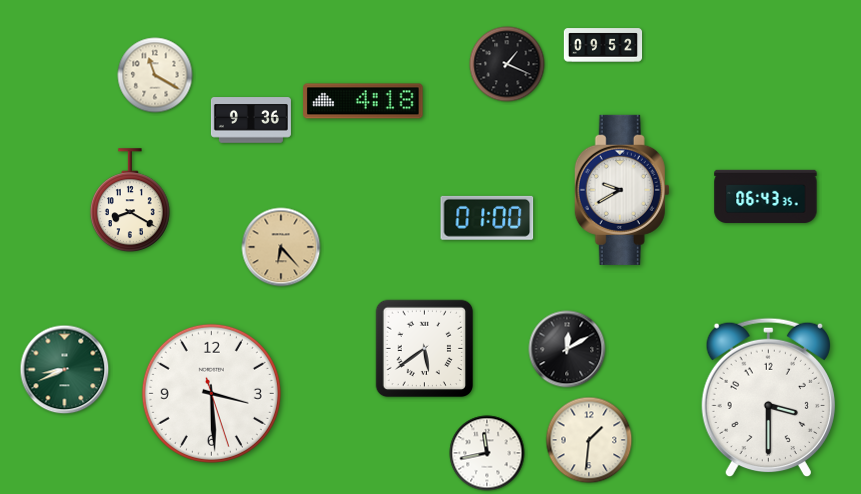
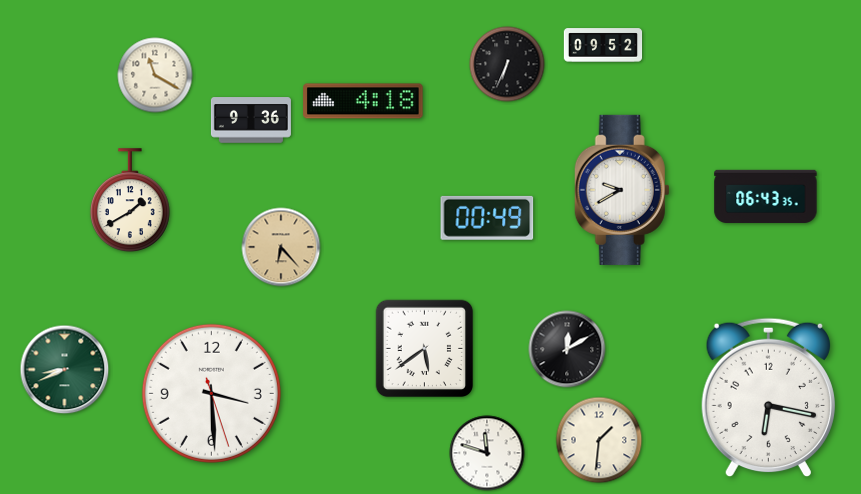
clock at (507, 64): 1:19 -> 6:34
clock at (130, 200): 8:20 -> 1:40
clock at (487, 218): 01:00 -> 00:49
clock at (768, 398): 3:30 -> 6:17
clock at (589, 440) position: (589, 440) -> (599, 440)
clock at (487, 453): 11:43 -> 11:48
